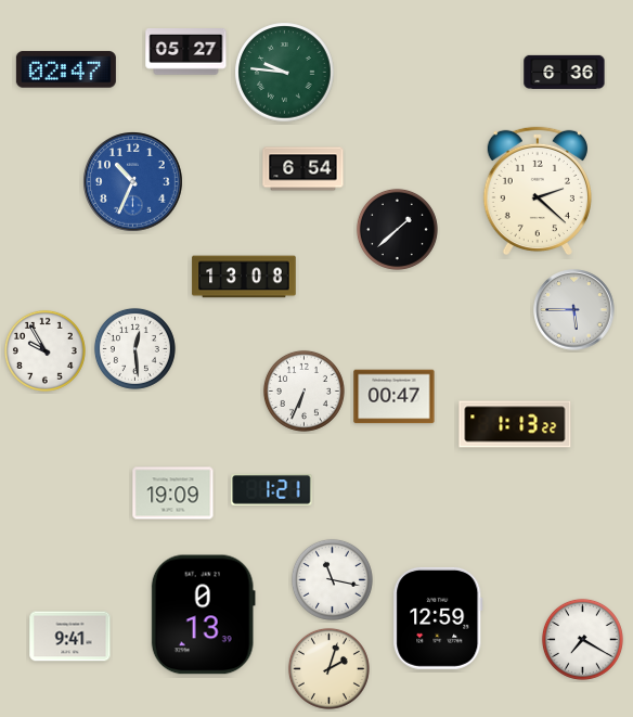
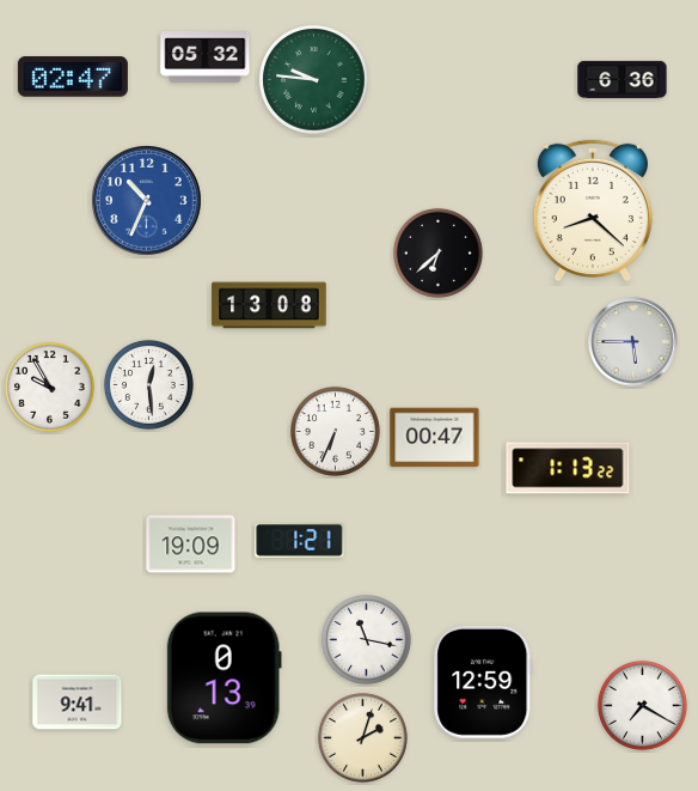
clock at (186, 52): 05:27 -> 05:32
clock at (303, 169): 6:54 -> none
clock at (538, 191): 2:22 -> 8:22
clock at (397, 229): 1:38 -> 6:38
